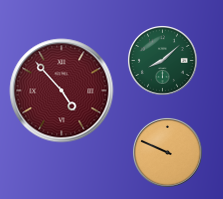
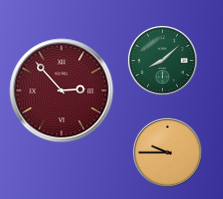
clock at (62, 91): 4:53 -> 2:53
clock at (168, 153): 9:49 -> 9:45
